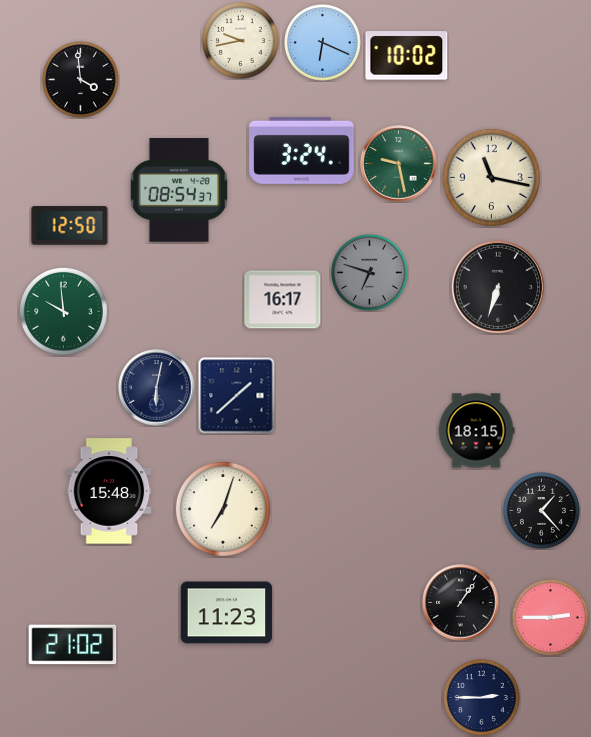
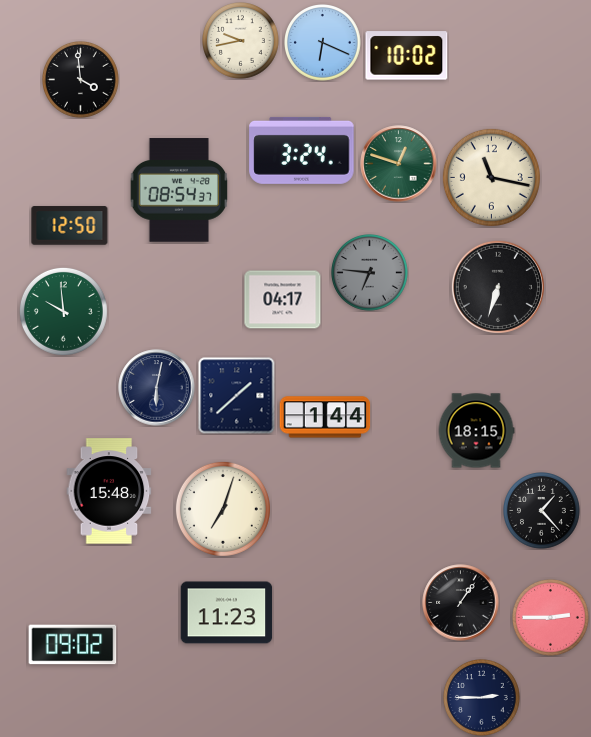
clock at (399, 164): 9:28 -> 12:48
clock at (370, 273): 6:48 -> 6:46
clock at (283, 300): 16:17 -> 04:17
clock at (325, 417): none -> 1:44
clock at (73, 645): 21:02 -> 09:02
